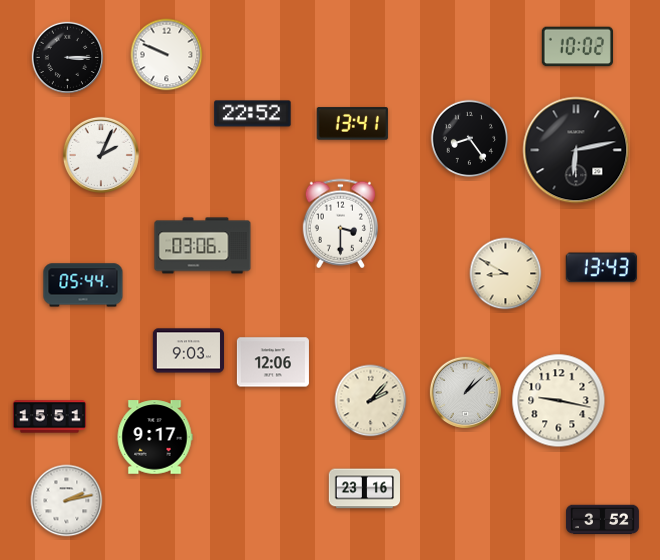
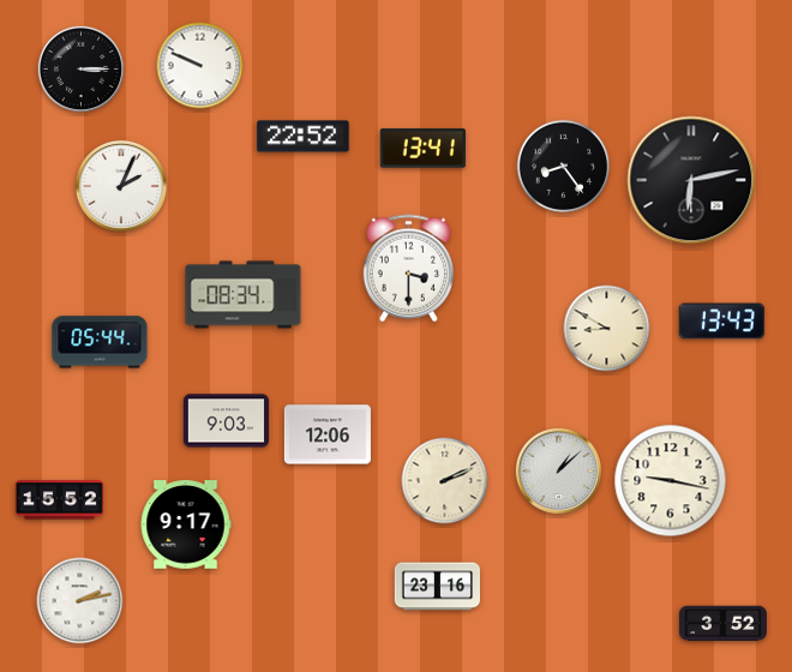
clock at (577, 47): 10:02 -> none
clock at (203, 246): 03:06 -> 08:34
clock at (371, 401): 2:07 -> 2:11
clock at (49, 417): 15:51 -> 15:52
